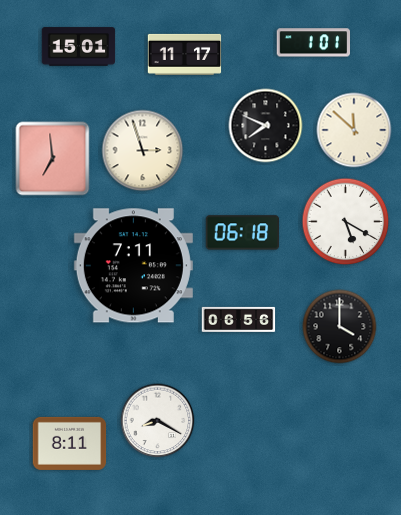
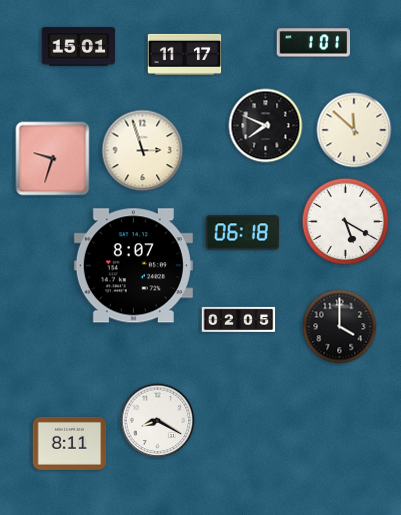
clock at (53, 159): 6:59 -> 9:33
clock at (133, 266): 7:11 -> 8:07
clock at (239, 319): 06:56 -> 02:05
